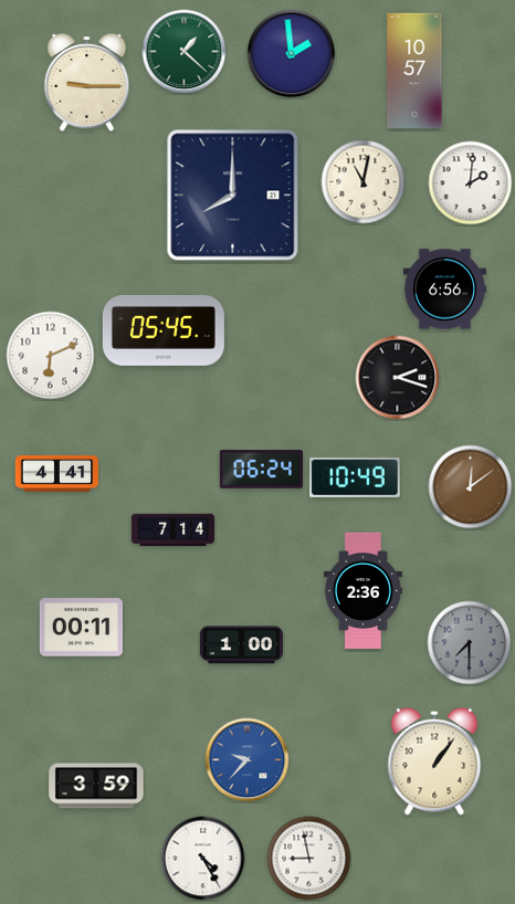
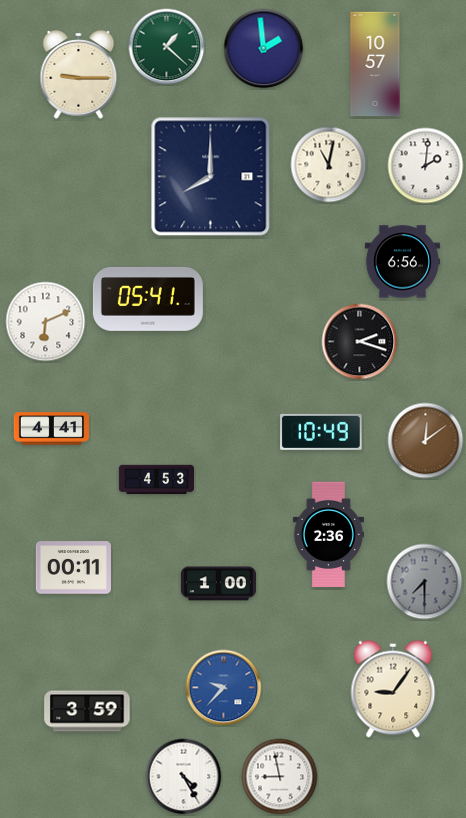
clock at (164, 332): 05:45 -> 05:41
clock at (261, 470): 06:24 -> none
clock at (172, 530): 7:14 -> 4:53
clock at (434, 761): 1:06 -> 9:06
